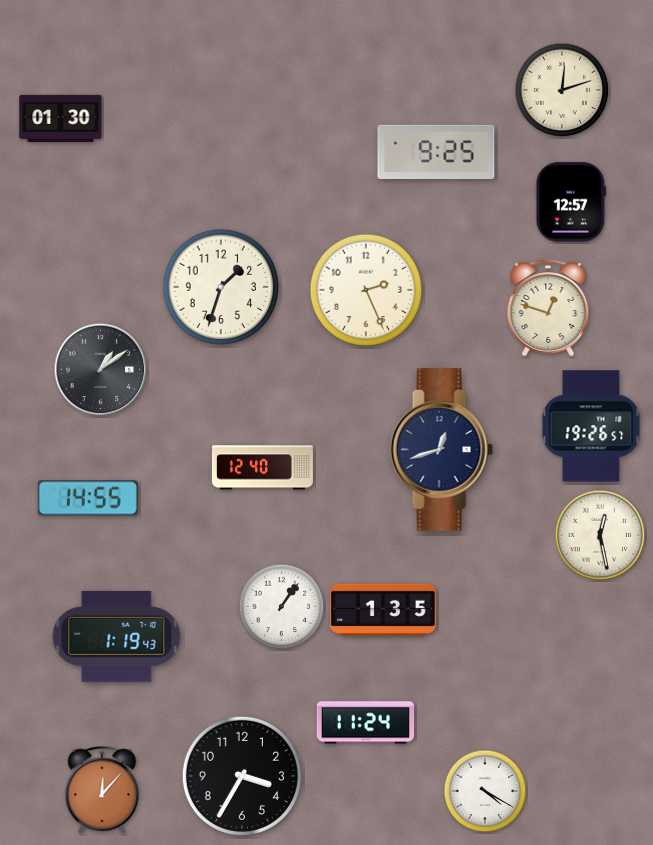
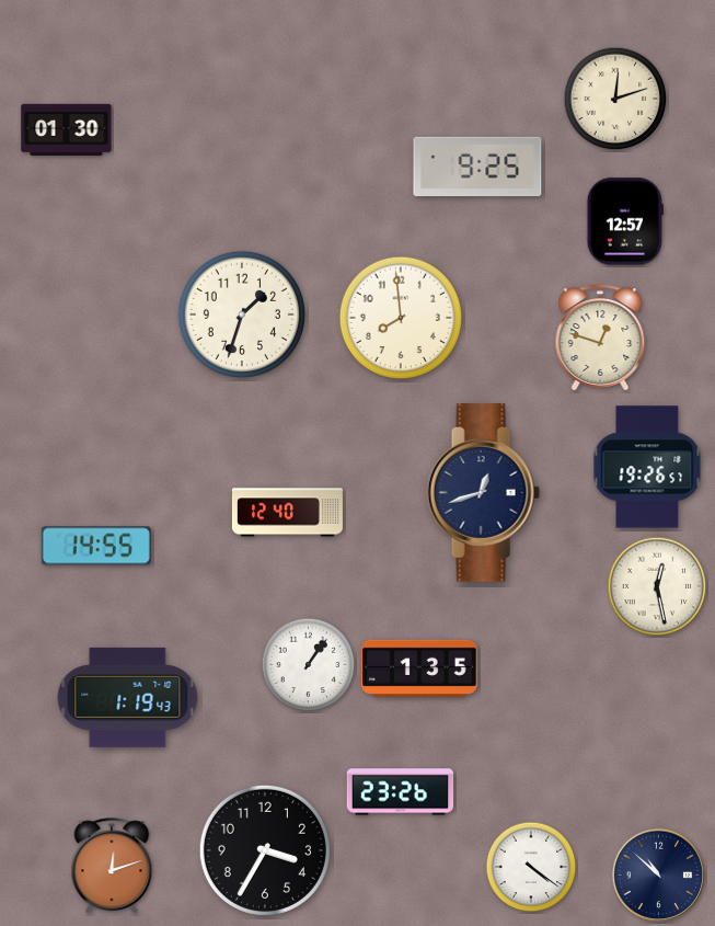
clock at (366, 290): 2:26 -> 7:59
clock at (101, 370): 1:09 -> none
clock at (366, 723): 11:24 -> 23:26
clock at (102, 791): 12:07 -> 12:12
clock at (485, 791): 4:20 -> 4:21
clock at (659, 876): none -> 10:52
